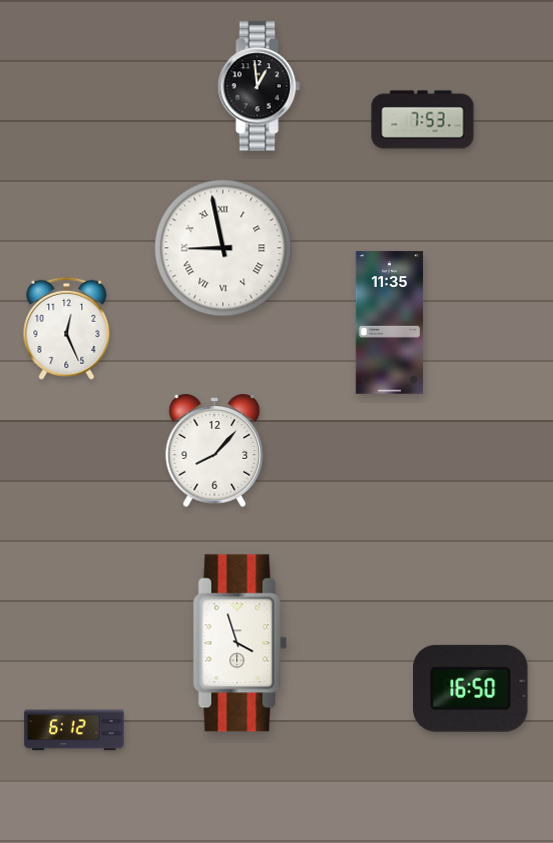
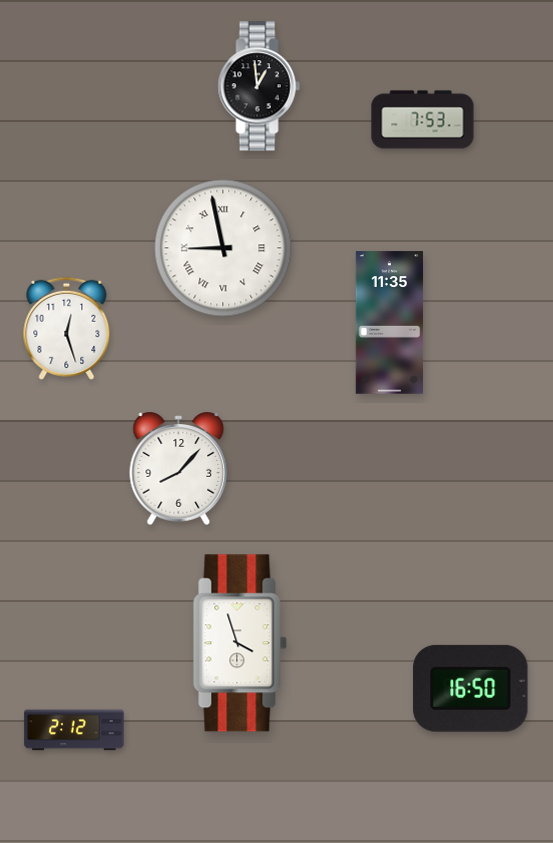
clock at (67, 328): 12:26 -> 12:27
clock at (215, 450) position: (215, 450) -> (179, 468)
clock at (74, 730): 6:12 -> 2:12
